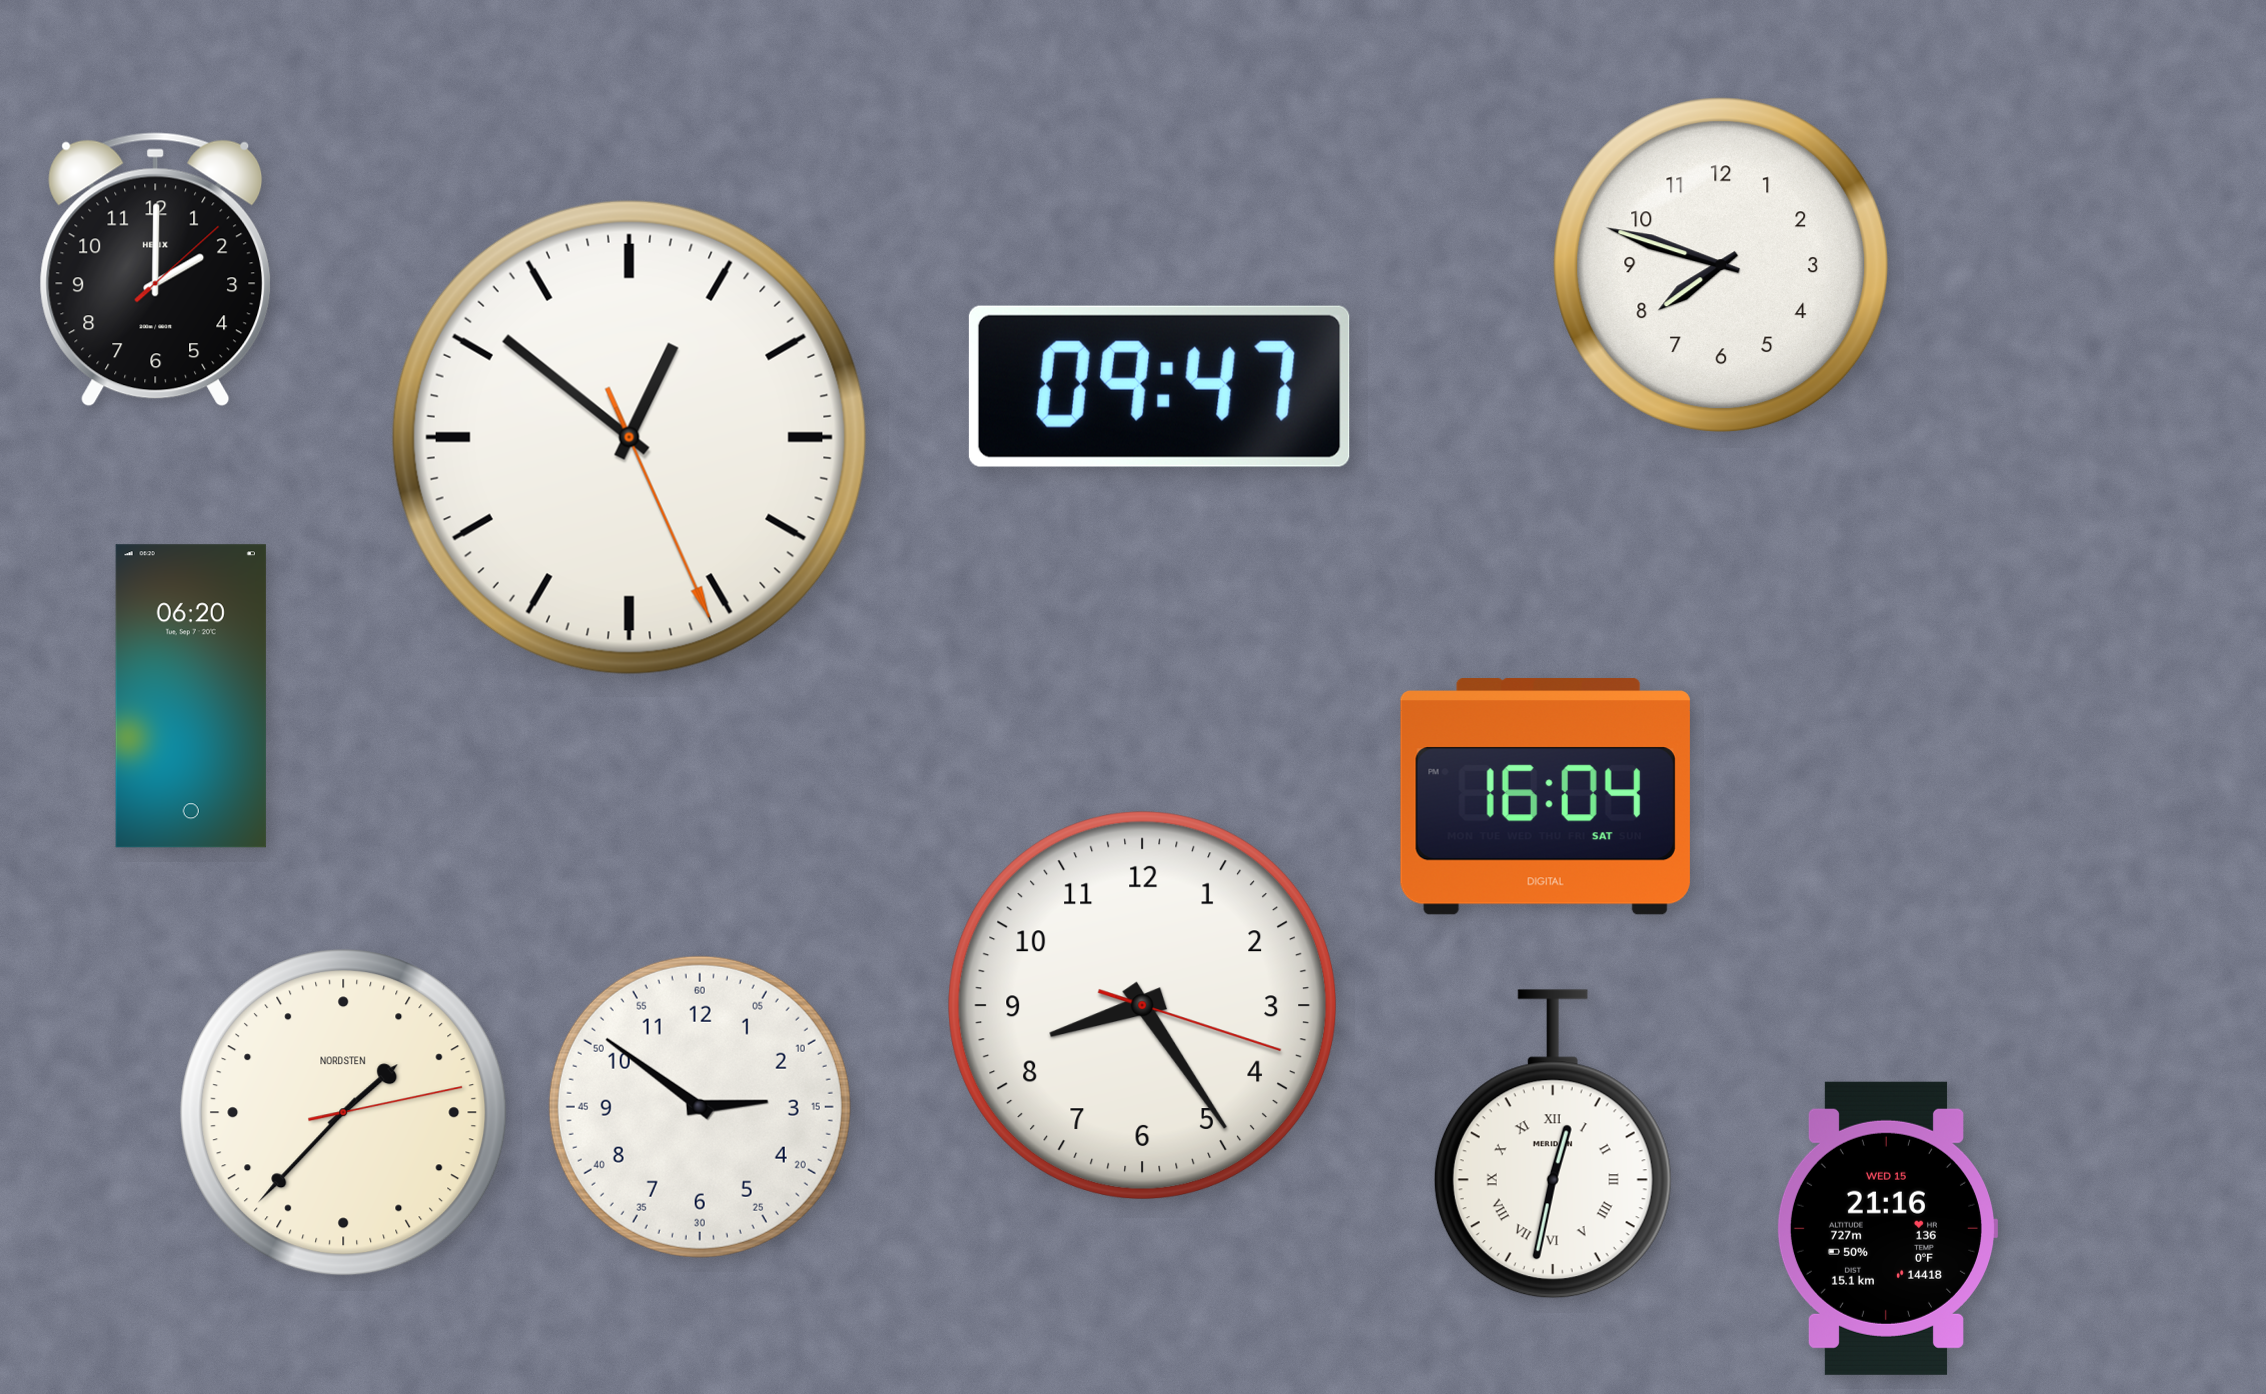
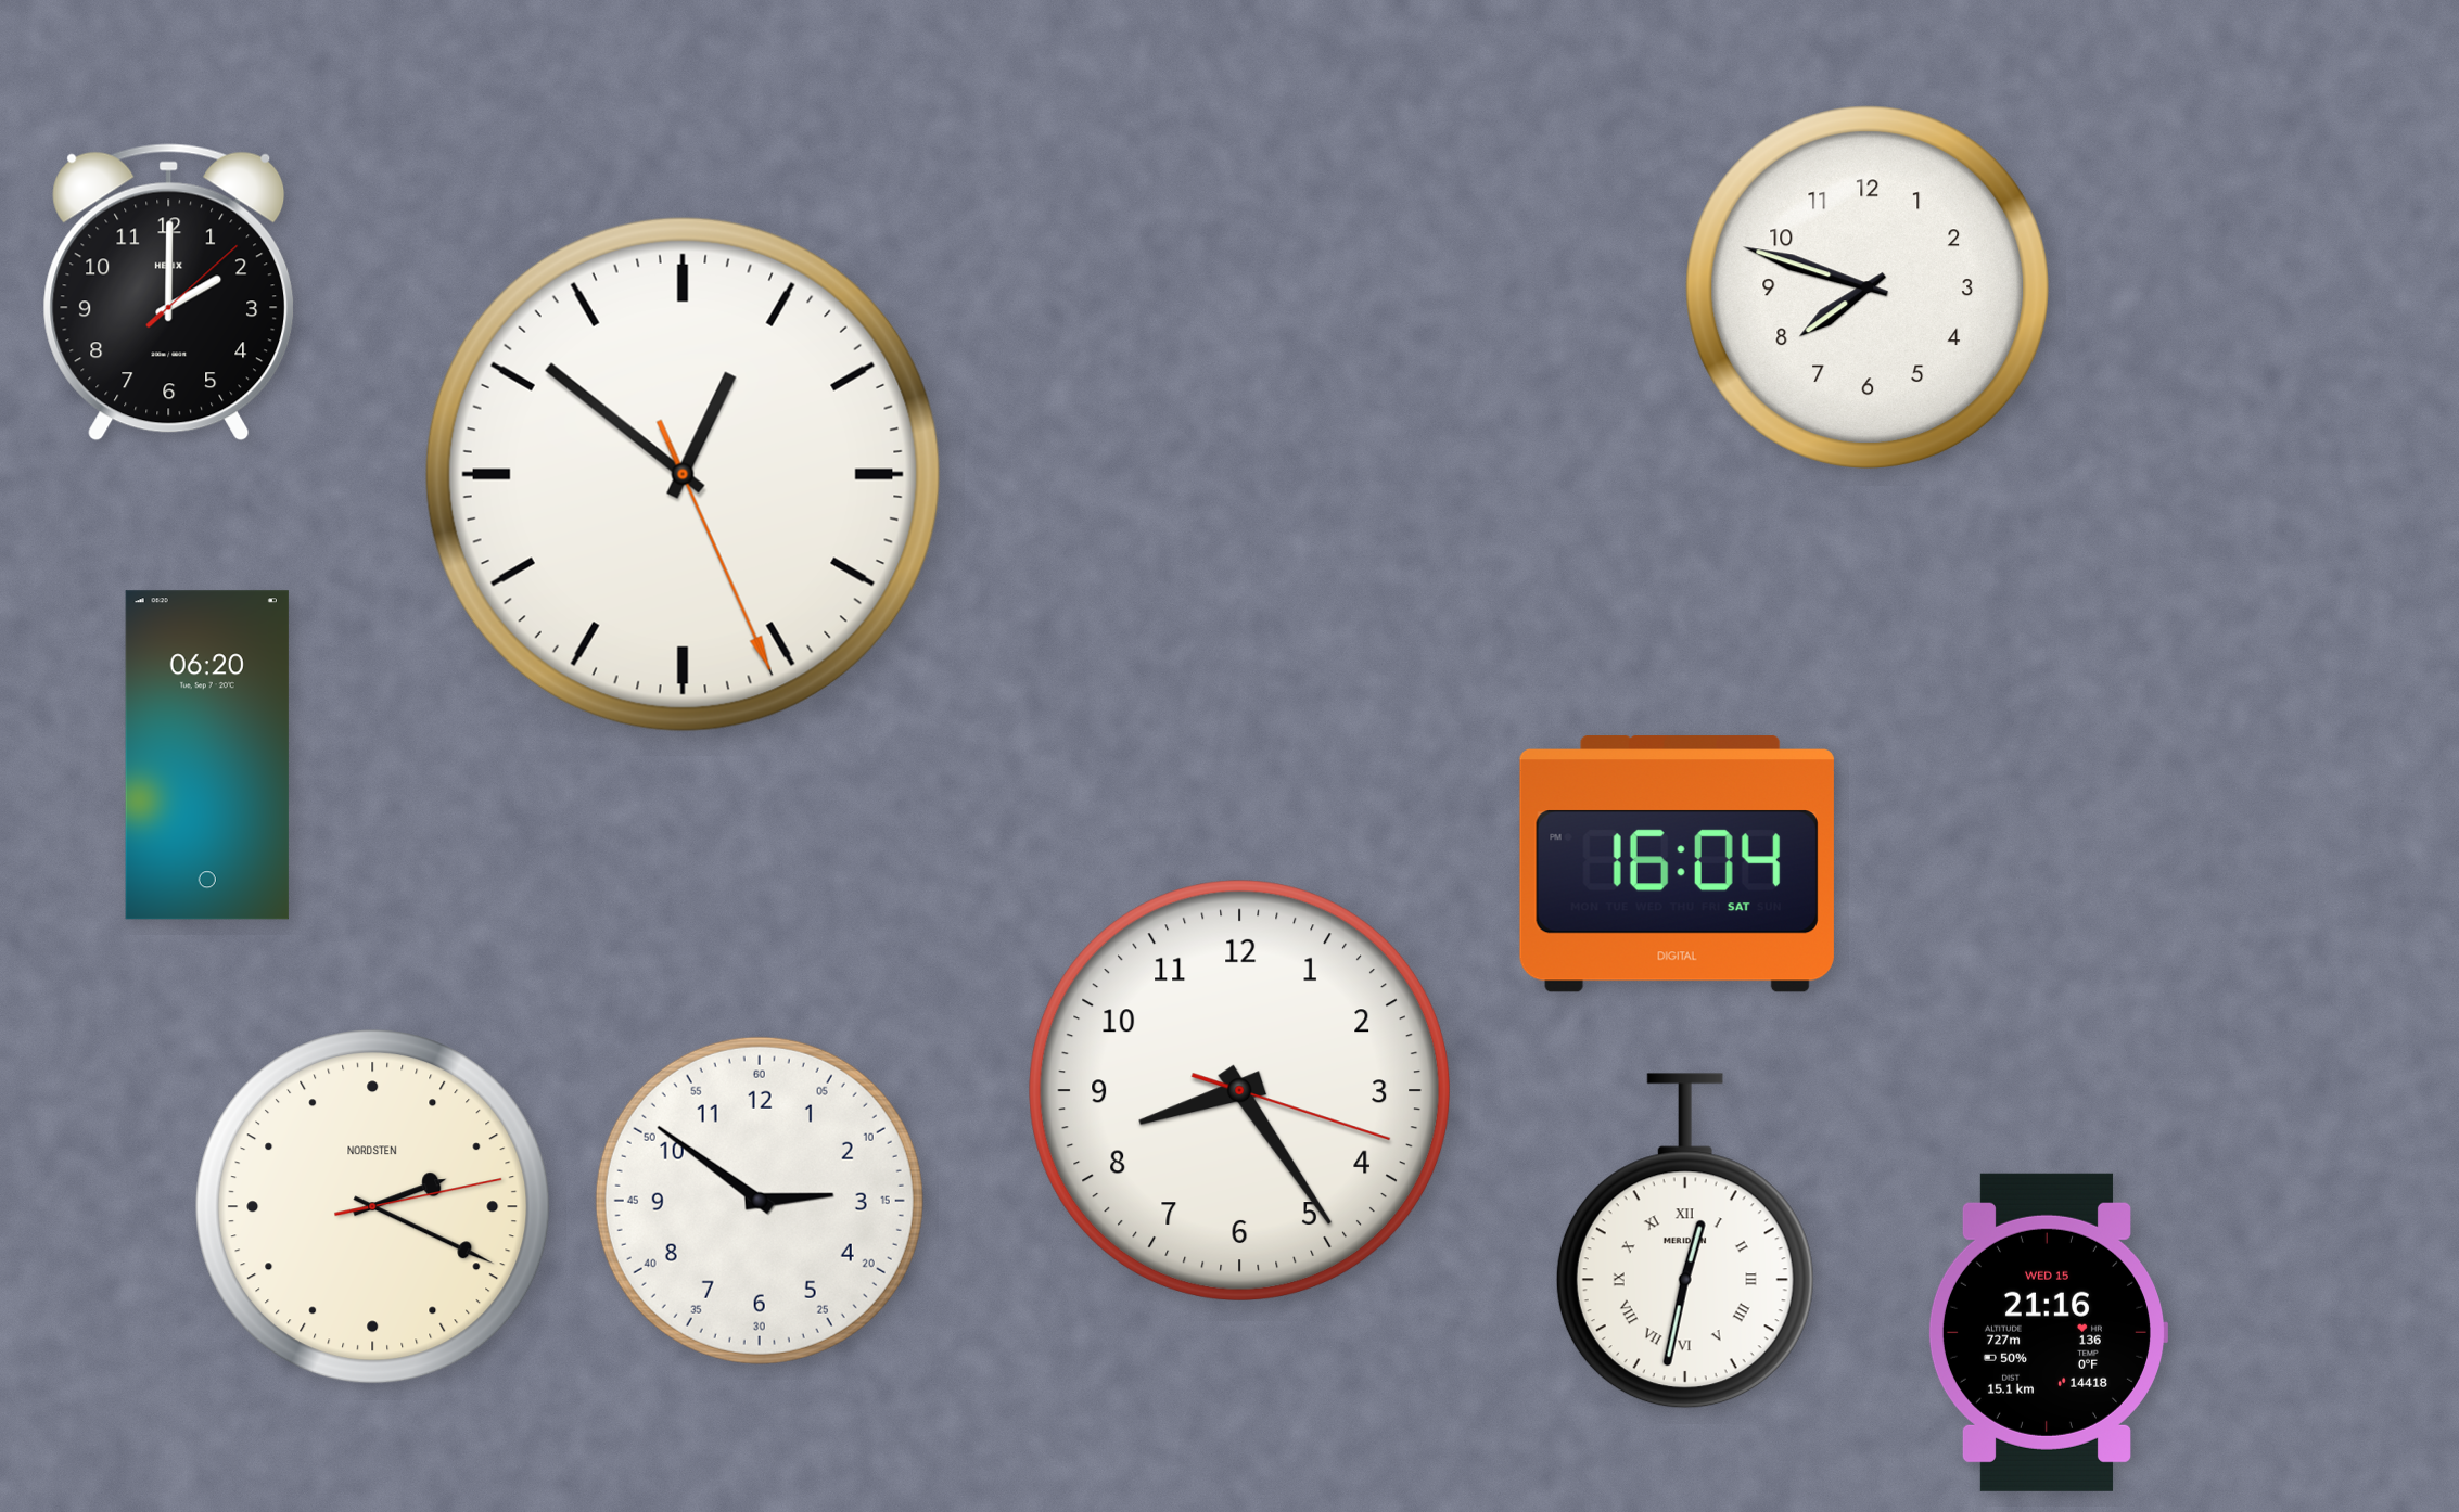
clock at (1159, 386): 09:47 -> none
clock at (344, 1113): 1:37 -> 2:19
